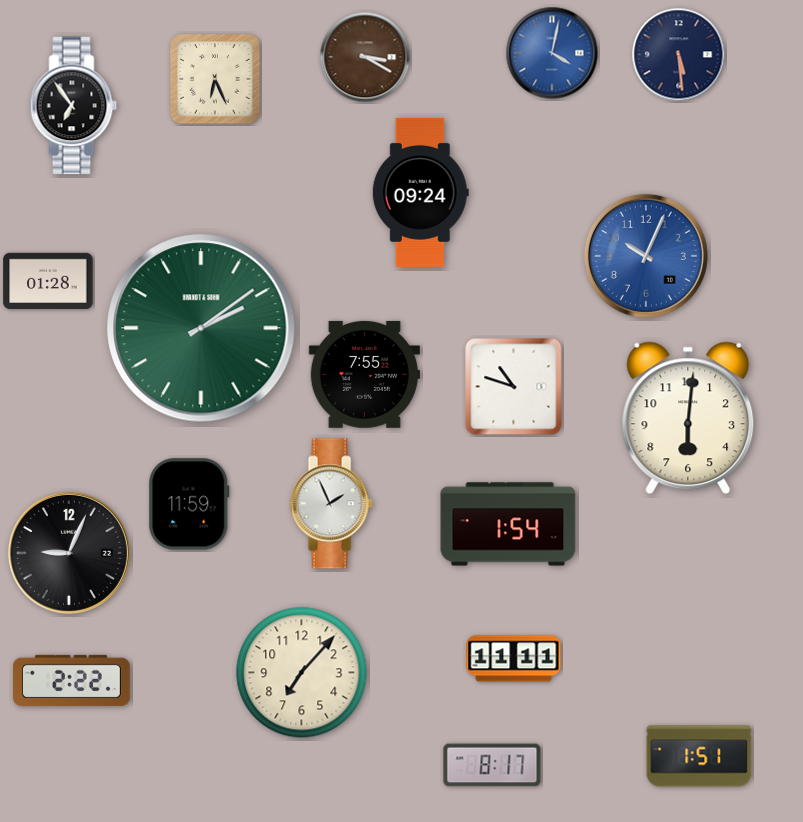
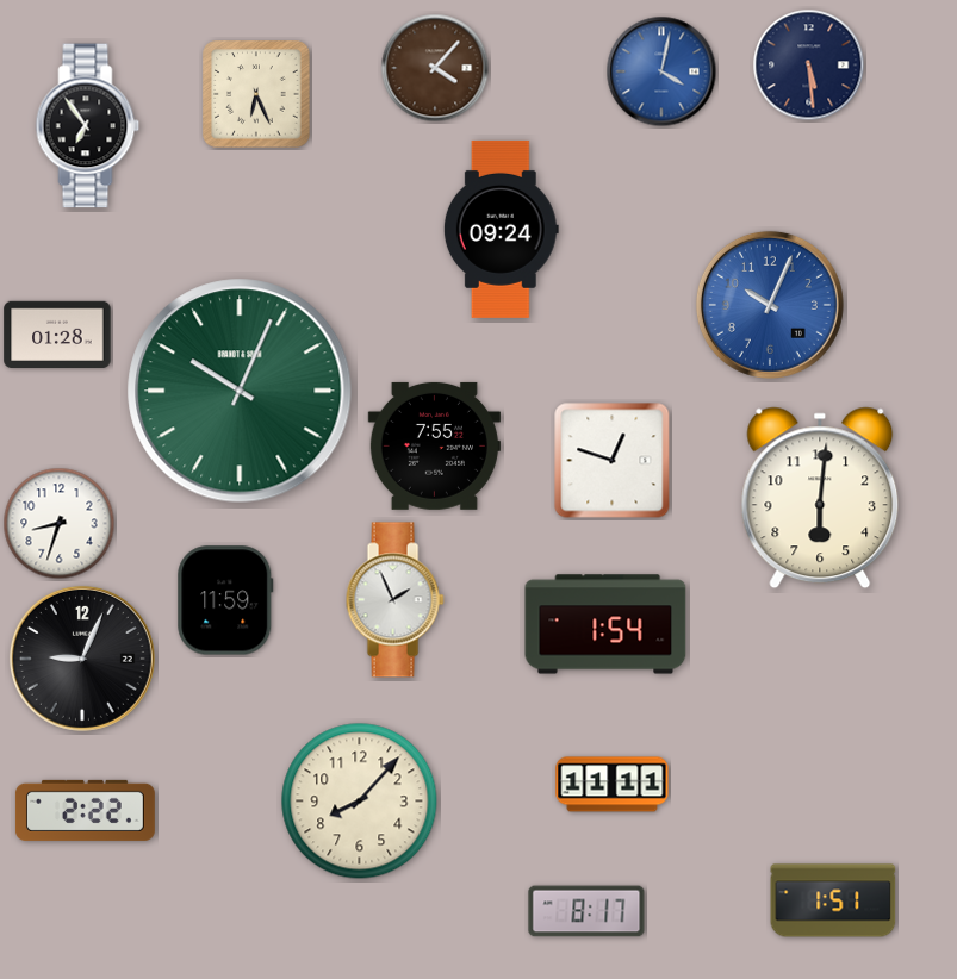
clock at (552, 53) position: (552, 53) -> (661, 71)
clock at (365, 57): 3:20 -> 4:07
clock at (201, 328): 2:09 -> 10:04
clock at (514, 387): 10:48 -> 12:48
clock at (60, 524): none -> 8:33
clock at (302, 673): 7:07 -> 8:07
